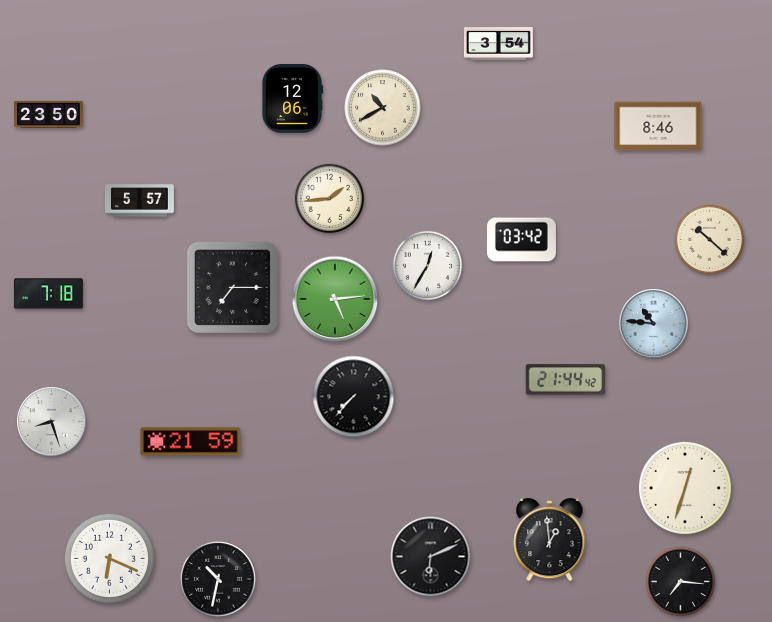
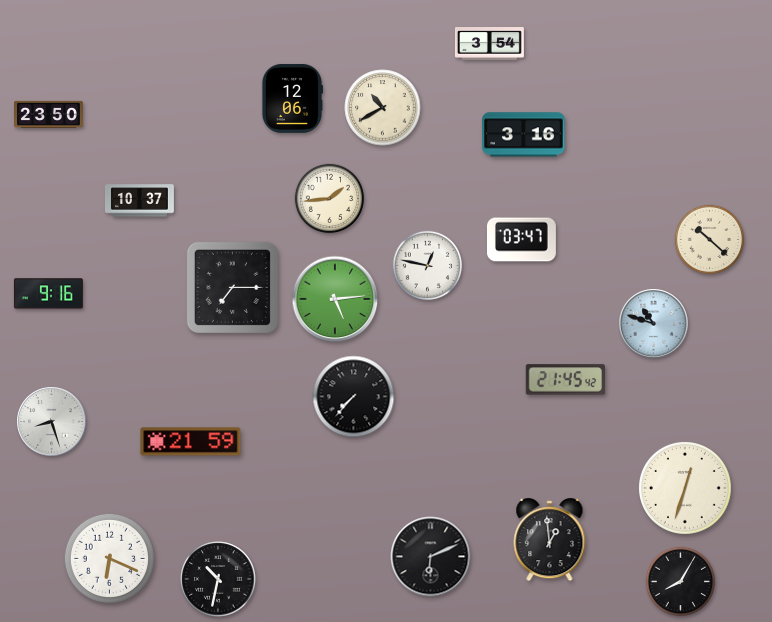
clock at (499, 44) position: (499, 44) -> (490, 44)
clock at (658, 126): 8:46 -> none
clock at (524, 135): none -> 3:16
clock at (139, 201): 5:57 -> 10:37
clock at (521, 240): 03:42 -> 03:47
clock at (428, 266): 12:35 -> 12:47
clock at (48, 294): 7:18 -> 9:16
clock at (654, 324): 10:46 -> 10:48
clock at (566, 380): 21:44 -> 21:45
clock at (681, 582): 7:16 -> 8:05
